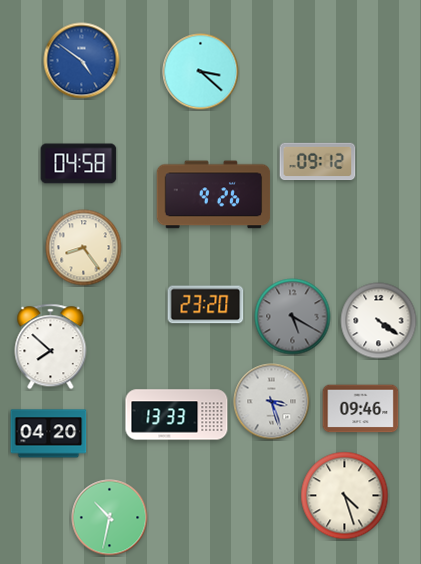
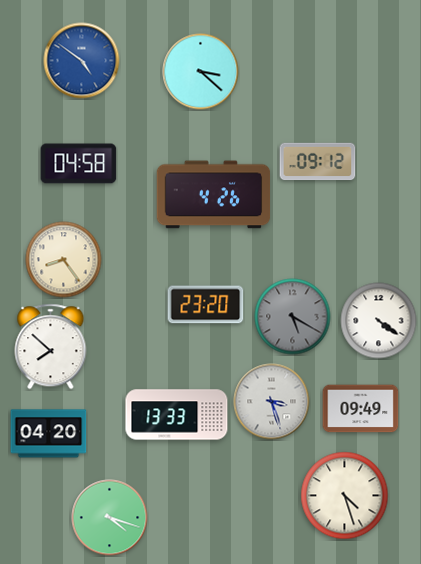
clock at (214, 195): 9:26 -> 4:26
clock at (84, 248) position: (84, 248) -> (64, 260)
clock at (361, 409): 09:46 -> 09:49
clock at (110, 518): 10:32 -> 4:18
